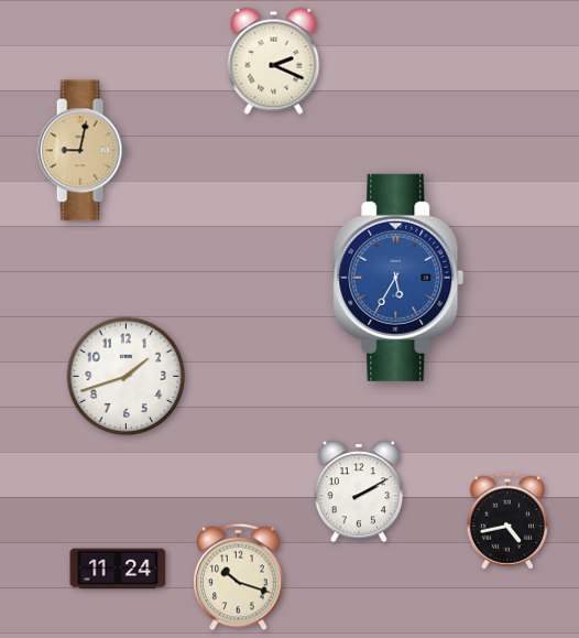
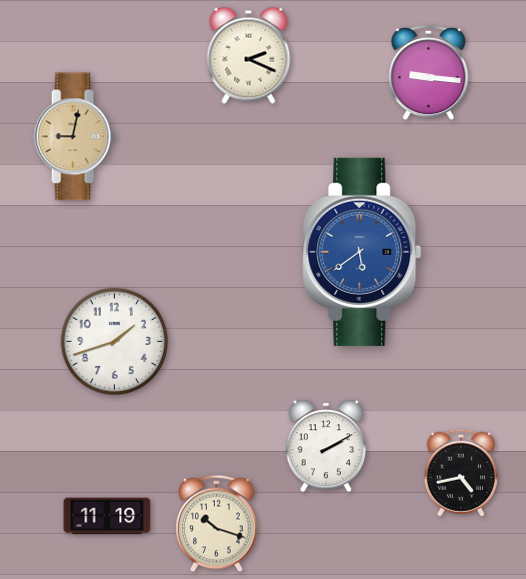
clock at (429, 73): none -> 9:16
clock at (398, 278): 5:35 -> 5:39
clock at (118, 569): 11:24 -> 11:19
